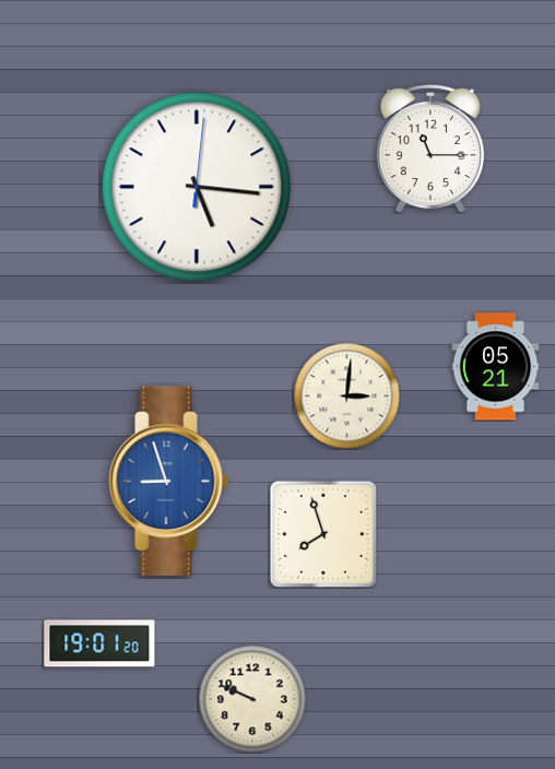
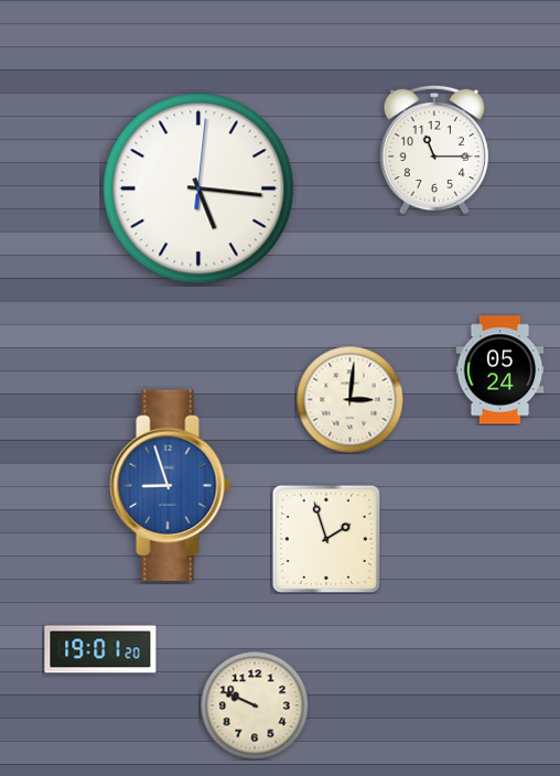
clock at (496, 367): 05:21 -> 05:24
clock at (322, 533): 7:57 -> 1:57
